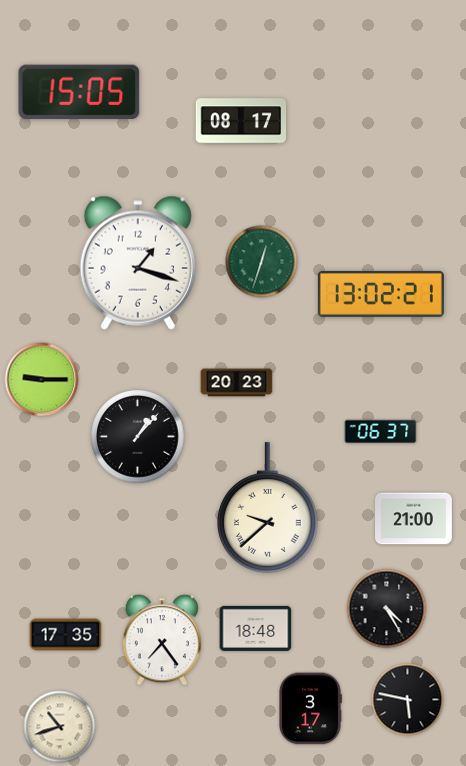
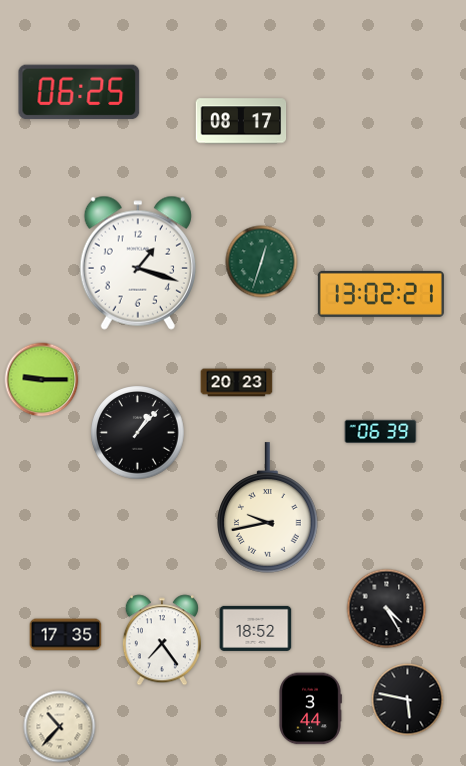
clock at (79, 92): 15:05 -> 06:25
clock at (381, 431): 06:37 -> 06:39
clock at (138, 437) position: (138, 437) -> (138, 433)
clock at (268, 508): 9:38 -> 9:43
clock at (414, 519): 21:00 -> none
clock at (256, 628): 18:48 -> 18:52
clock at (310, 709): 3:17 -> 3:44
clock at (60, 727): 10:42 -> 10:37
